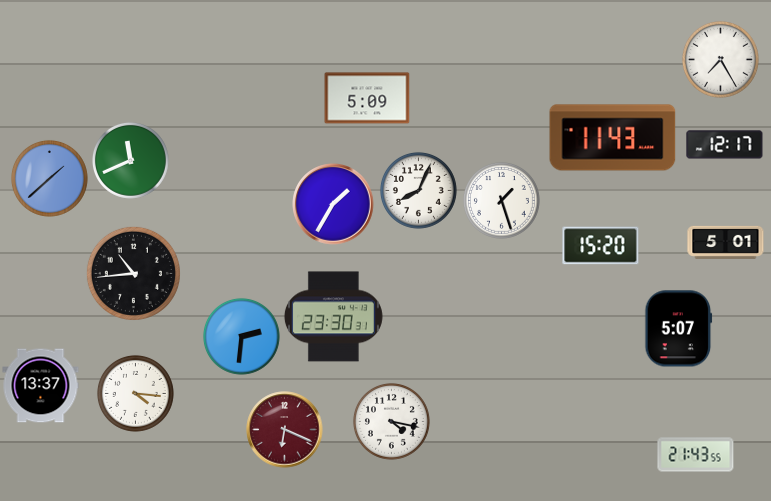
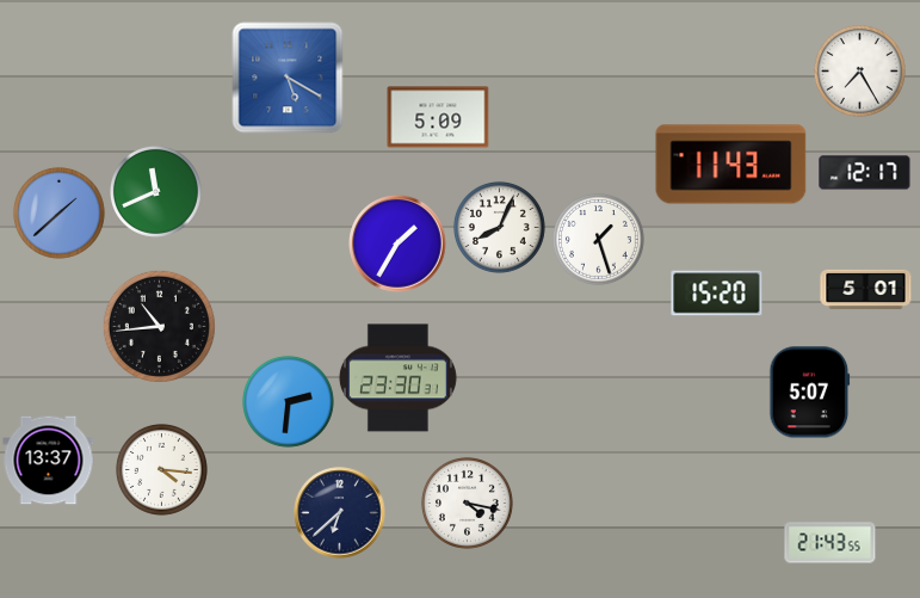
clock at (288, 78): none -> 5:20
clock at (285, 430): 6:19 -> 6:38
clock at (285, 430) dial: burgundy -> navy
